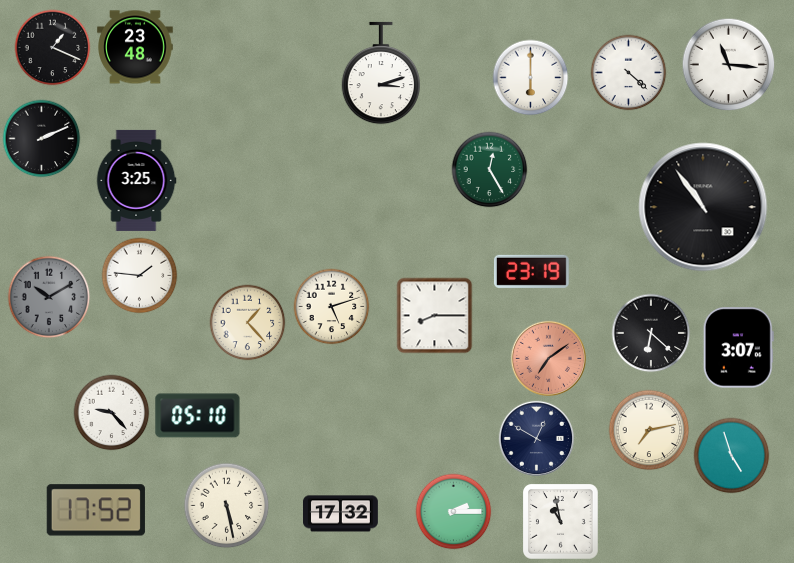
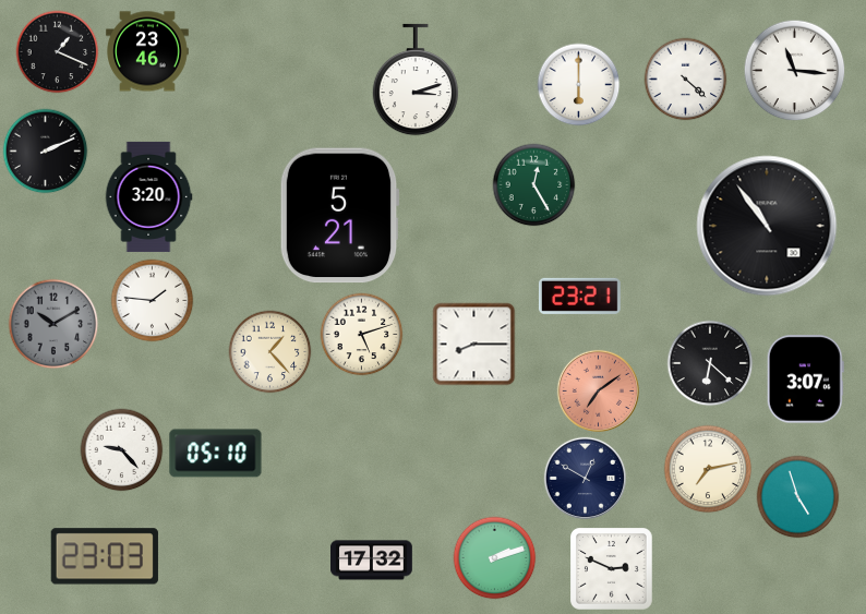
clock at (135, 47): 23:48 -> 23:46
clock at (136, 180): 3:25 -> 3:20
clock at (339, 216): none -> 5:21
clock at (531, 271): 23:19 -> 23:21
clock at (227, 506): 5:28 -> none
clock at (96, 510): 17:52 -> 23:03
clock at (454, 512): 2:15 -> 2:12
clock at (561, 522): 10:58 -> 2:49
